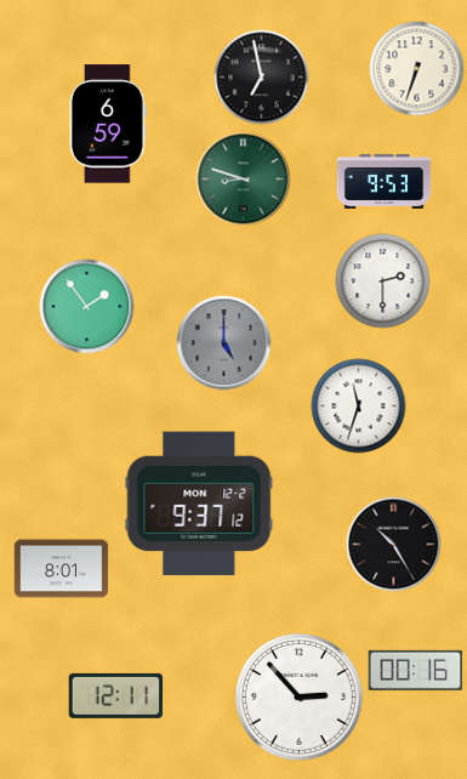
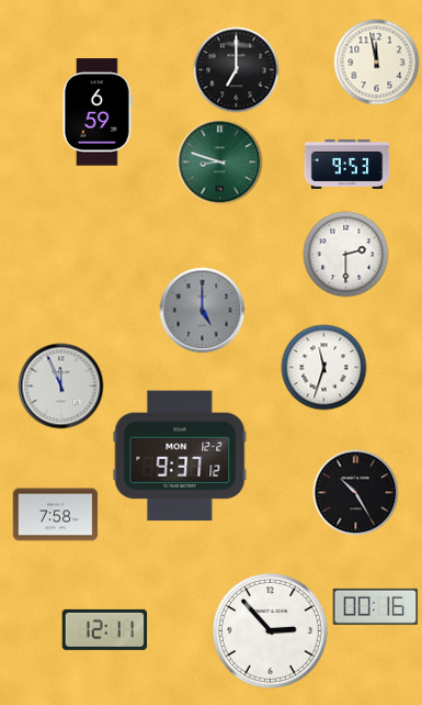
clock at (416, 68): 6:33 -> 11:58
clock at (261, 76): 6:58 -> 7:00
clock at (86, 306): 1:54 -> none
clock at (60, 385): none -> 11:56
clock at (61, 569): 8:01 -> 7:58
